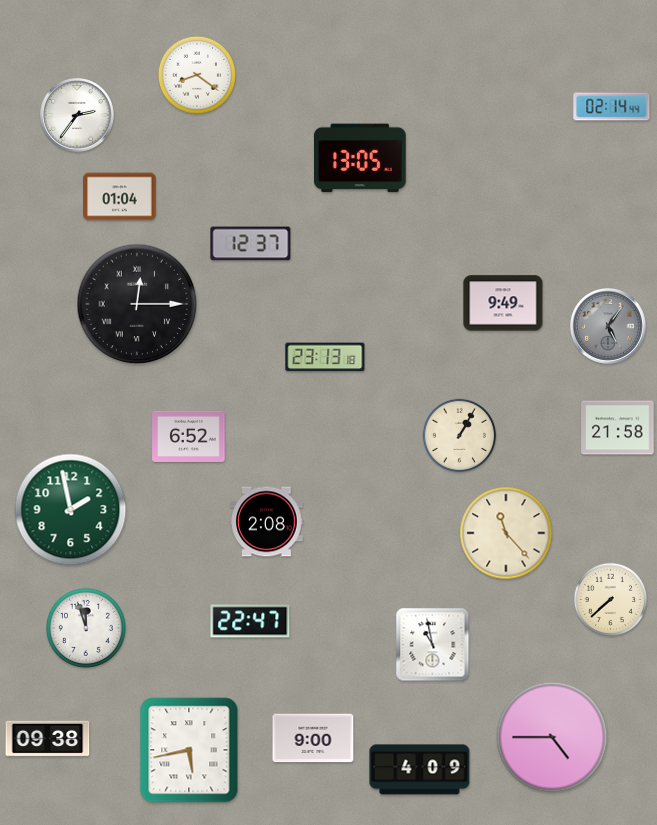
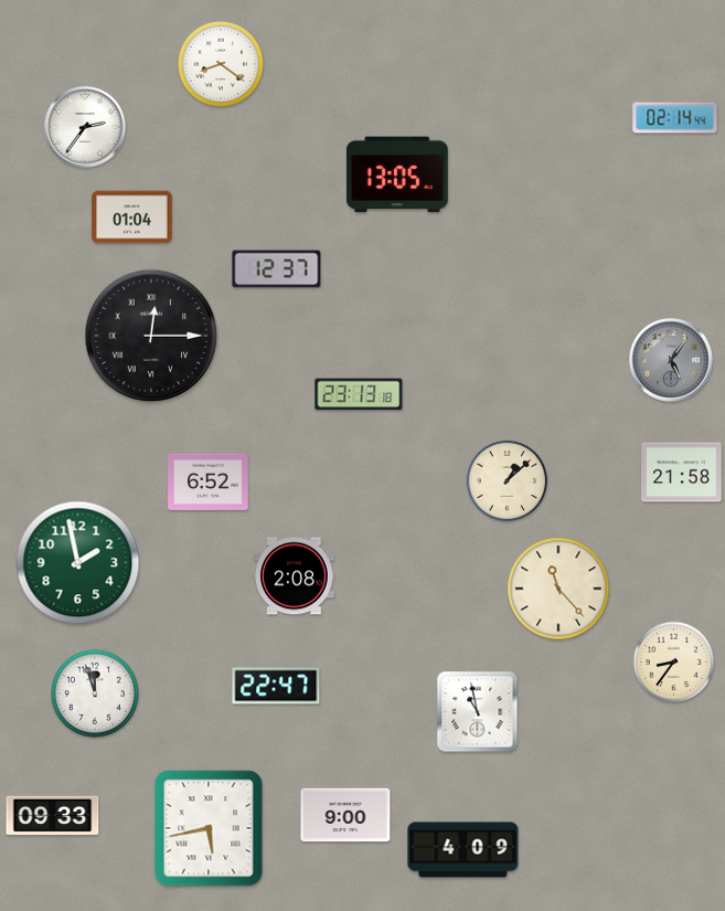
clock at (197, 75) position: (197, 75) -> (221, 64)
clock at (503, 303): 9:49 -> none
clock at (460, 436): 1:05 -> 1:08
clock at (611, 600): 7:38 -> 8:36
clock at (552, 737): 4:45 -> none
clock at (48, 739): 09:38 -> 09:33
